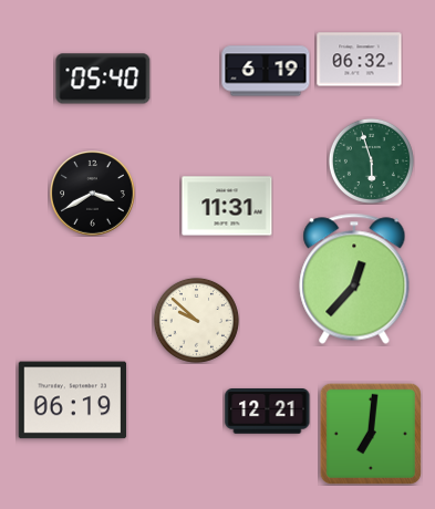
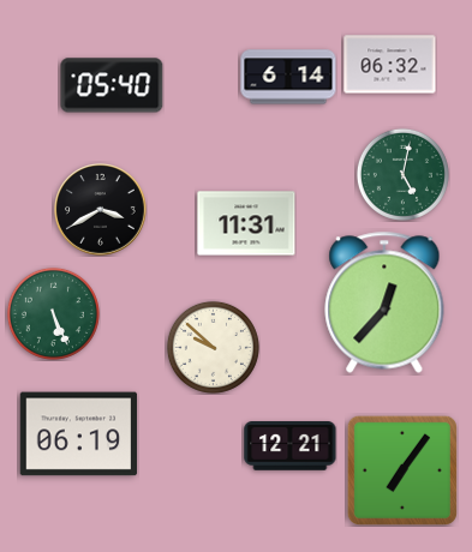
clock at (266, 71): 6:19 -> 6:14
clock at (371, 160): 5:57 -> 5:02
clock at (53, 313): none -> 5:26
clock at (371, 434): 7:01 -> 7:06
